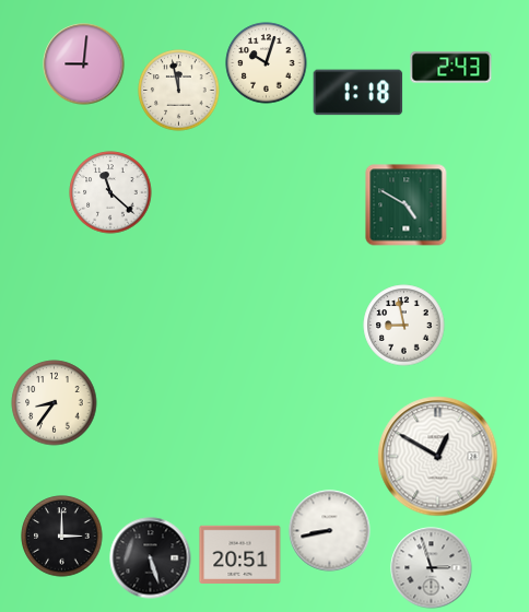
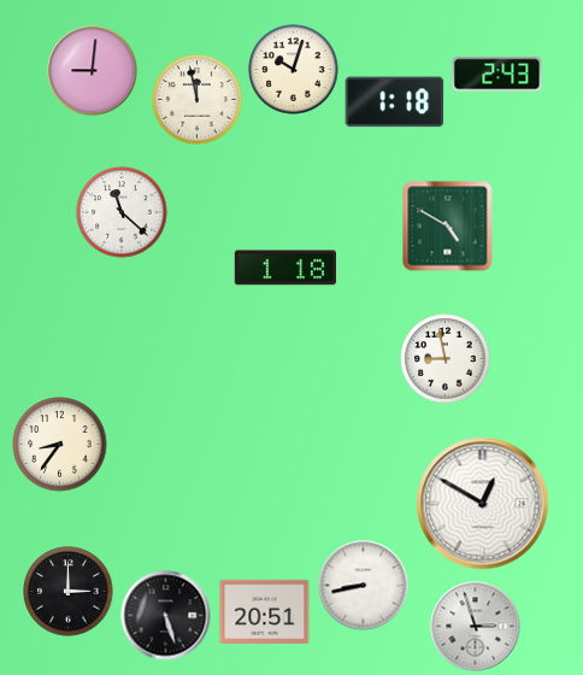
clock at (285, 268): none -> 1:18
